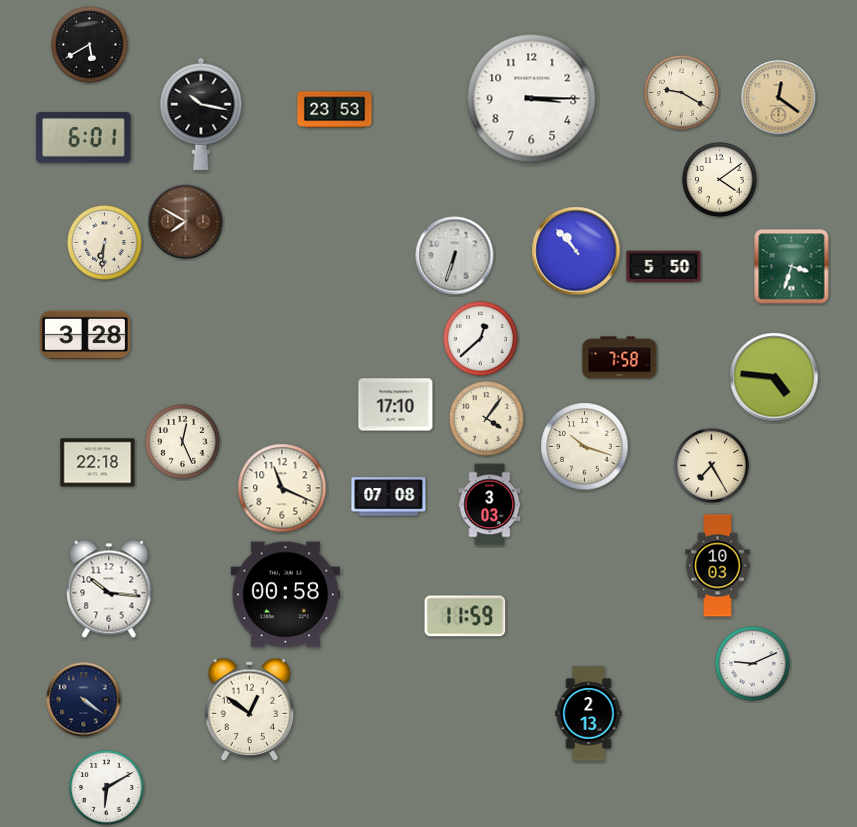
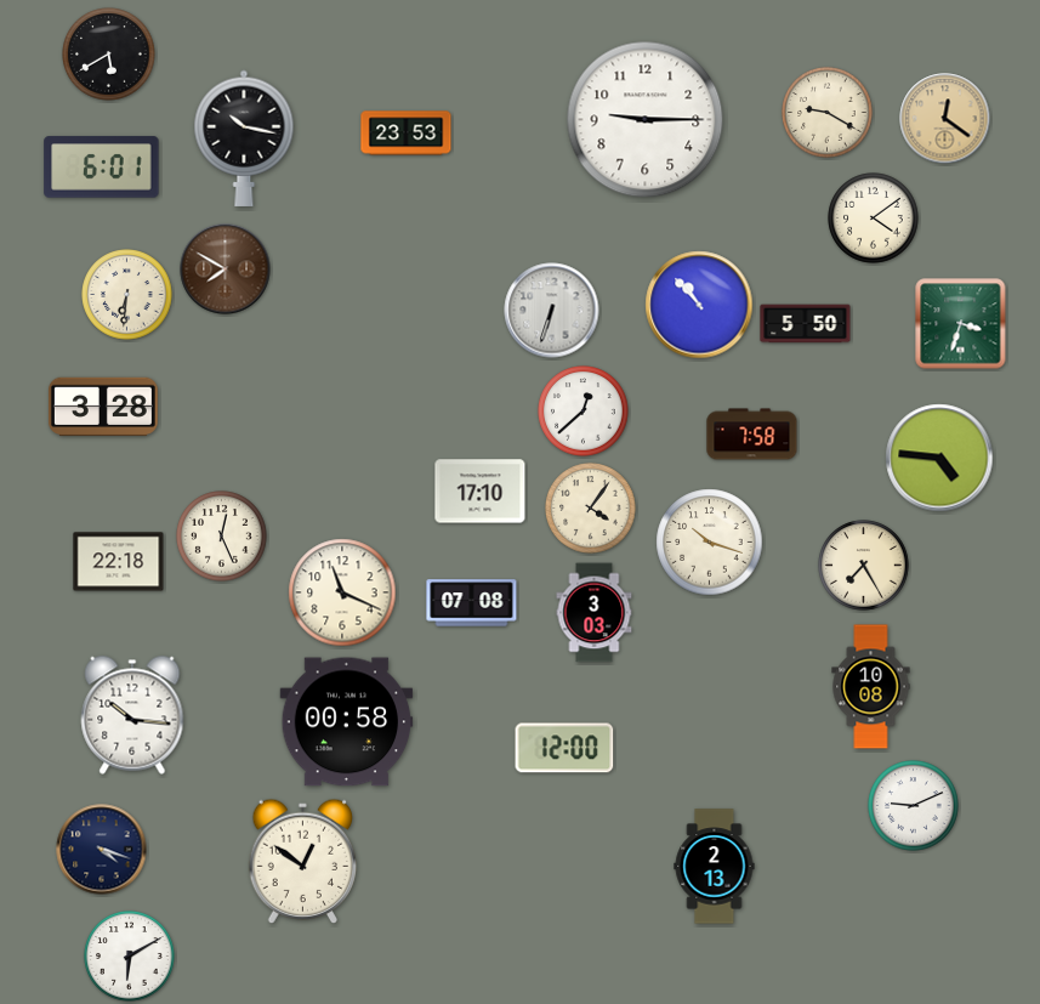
clock at (532, 99): 3:15 -> 9:15
clock at (718, 566): 10:03 -> 10:08
clock at (465, 616): 11:59 -> 12:00
clock at (84, 700): 4:21 -> 4:18
